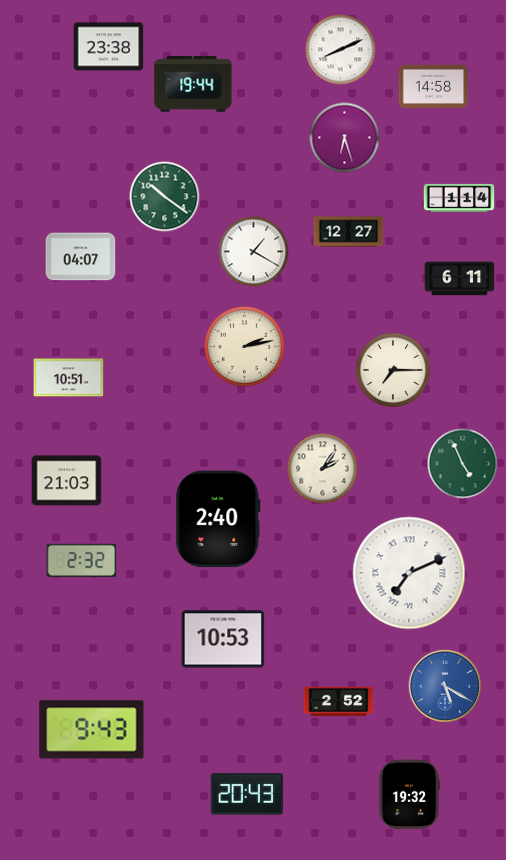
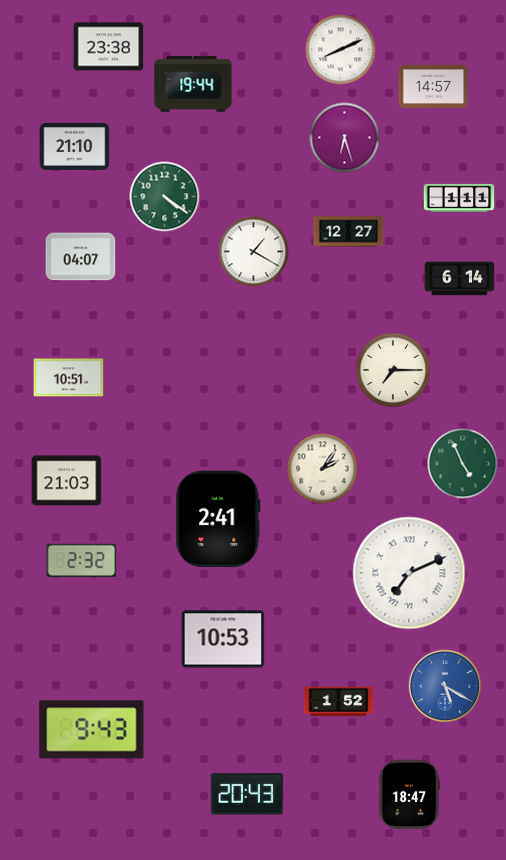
clock at (434, 87): 14:58 -> 14:57
clock at (75, 146): none -> 21:10
clock at (165, 197): 10:21 -> 4:21
clock at (459, 198): 1:14 -> 1:11
clock at (460, 279): 6:11 -> 6:14
clock at (244, 346): 2:13 -> none
clock at (218, 519): 2:40 -> 2:41
clock at (339, 702): 2:52 -> 1:52
clock at (409, 795): 19:32 -> 18:47
